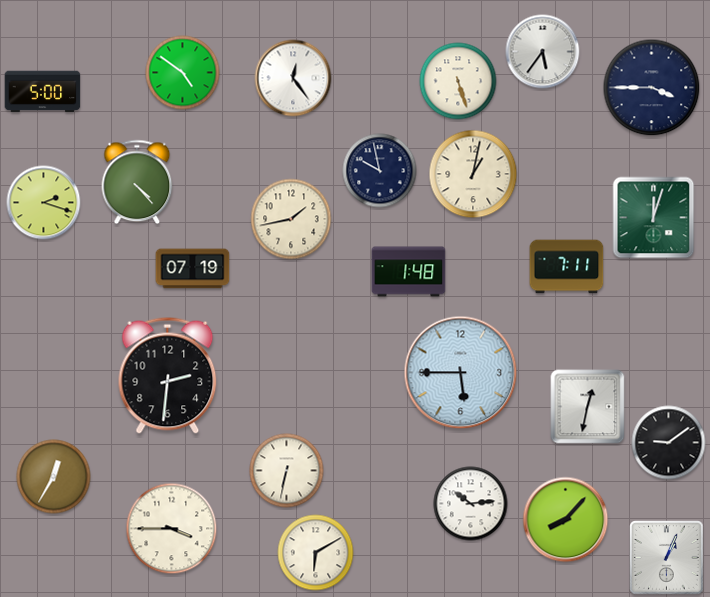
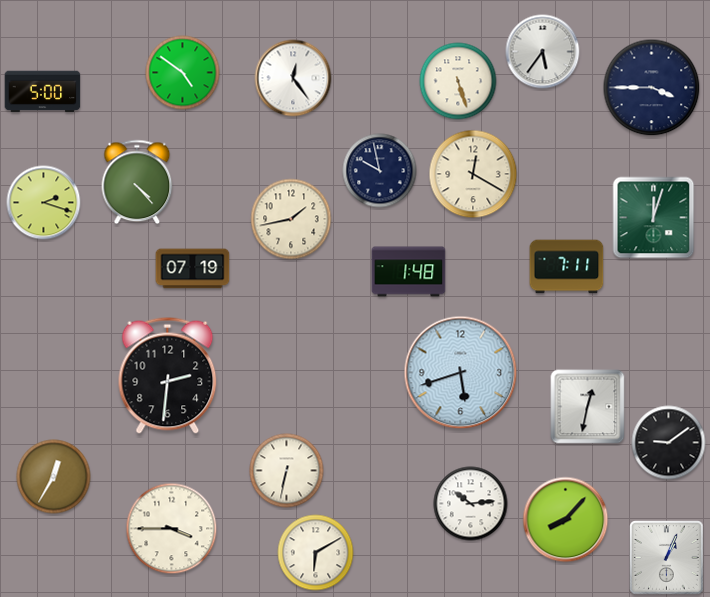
clock at (473, 174): 1:02 -> 12:20
clock at (461, 373): 5:45 -> 5:42
